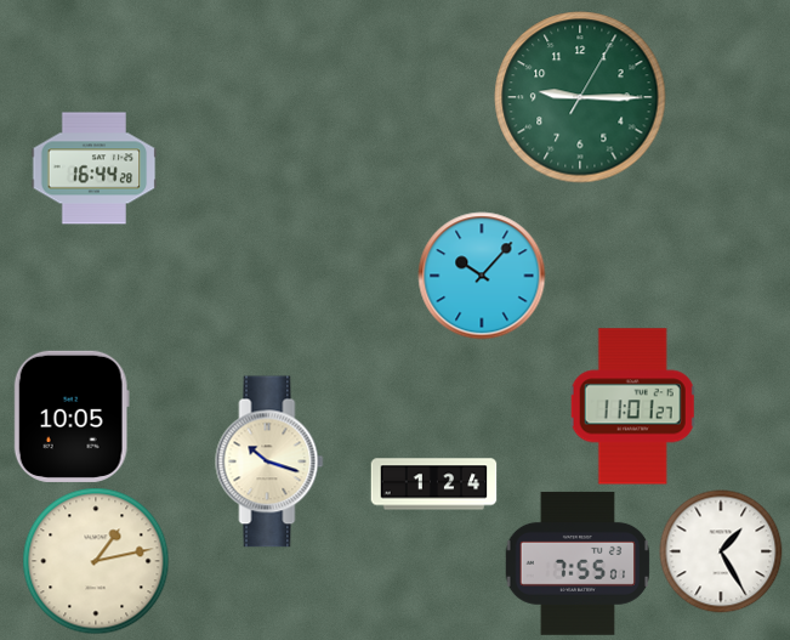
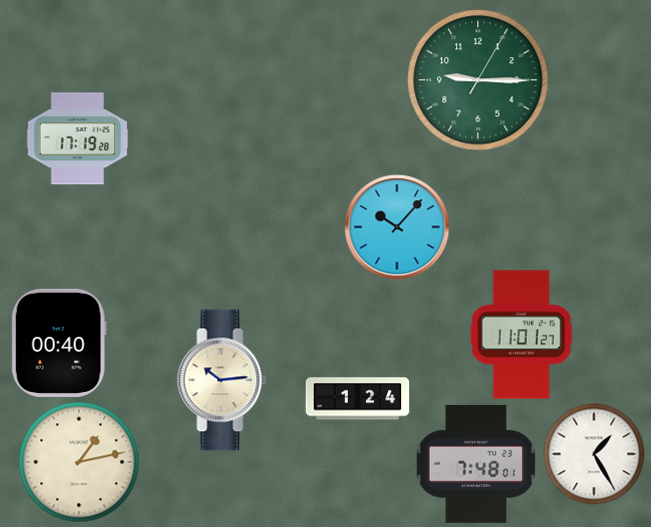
clock at (95, 169): 16:44 -> 17:19
clock at (72, 417): 10:05 -> 00:40
clock at (269, 461): 10:18 -> 10:14
clock at (578, 563): 7:55 -> 7:48
